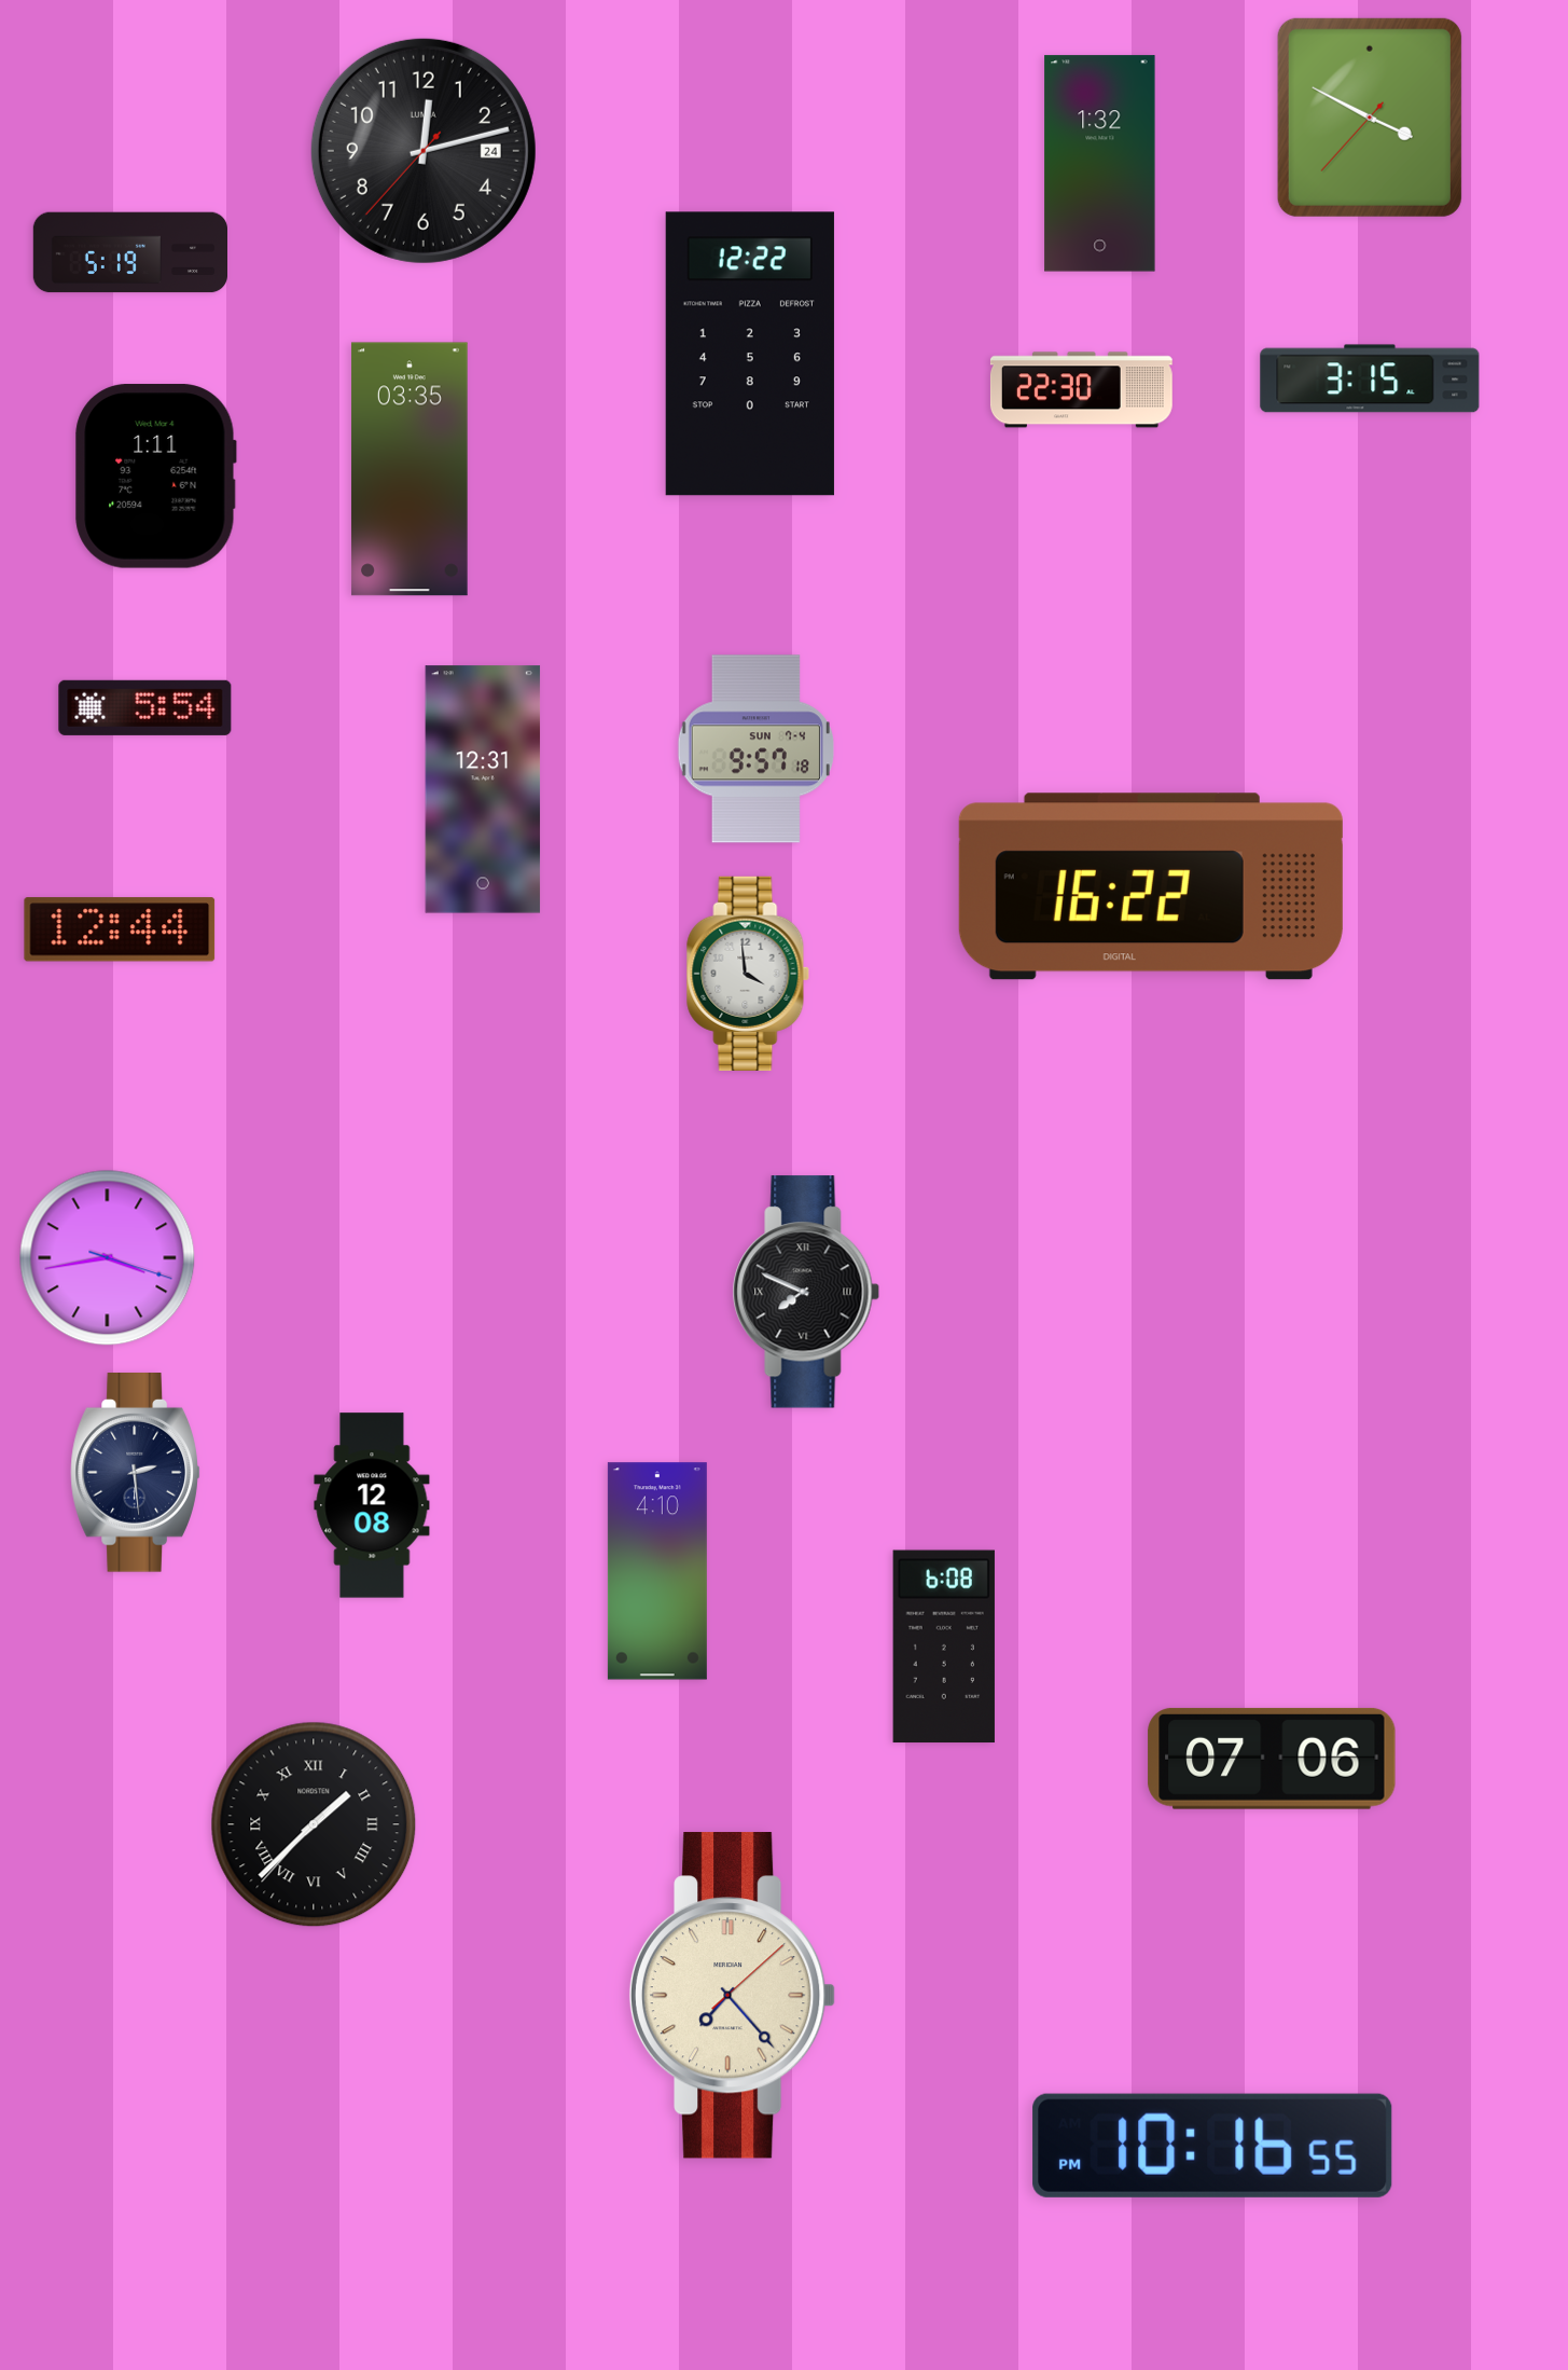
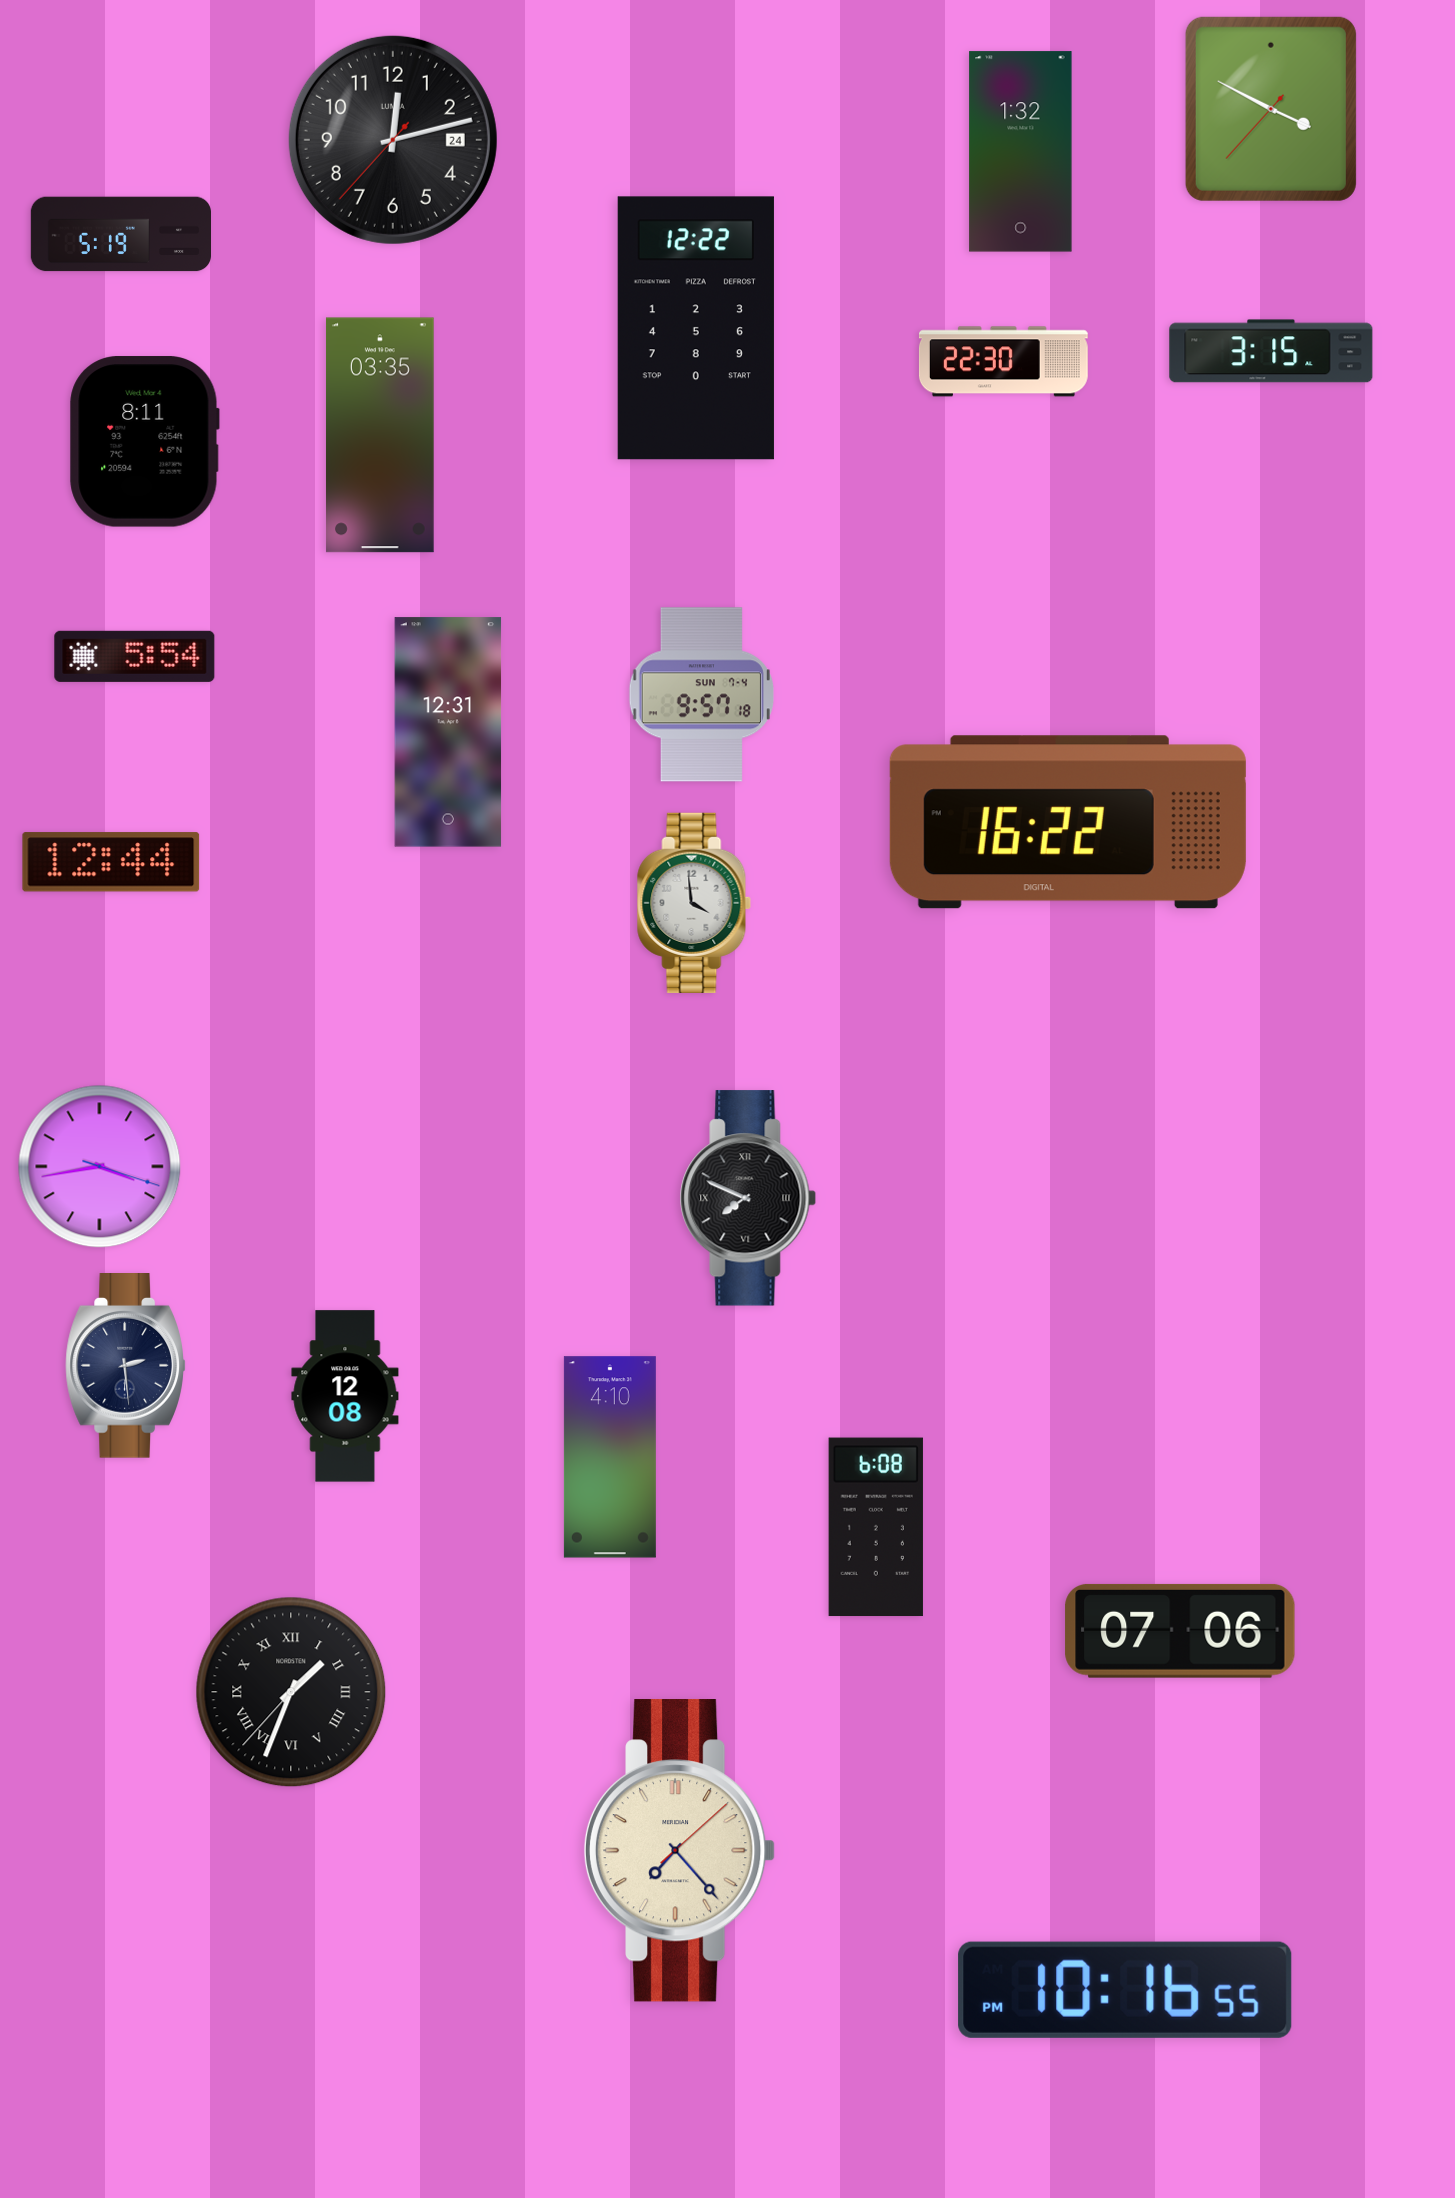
clock at (156, 477): 1:11 -> 8:11
clock at (314, 1824): 1:37 -> 1:33
